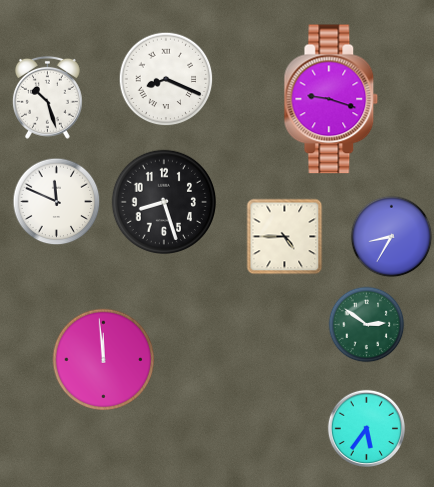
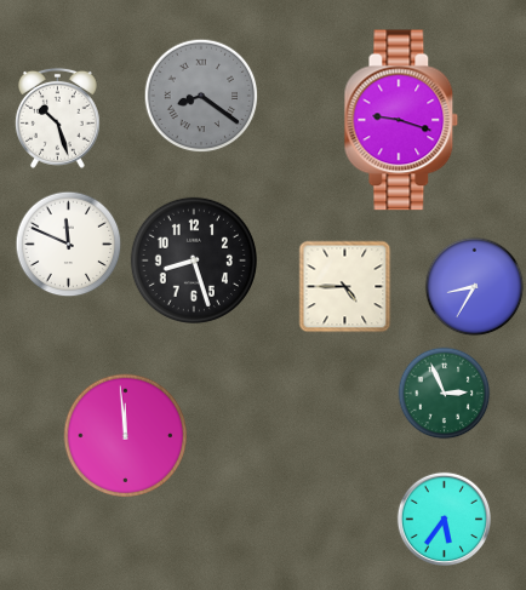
clock at (166, 79): 8:19 -> 8:21
clock at (166, 79) dial: white -> grey
clock at (164, 202) position: (164, 202) -> (194, 260)
clock at (367, 325): 2:51 -> 2:56
